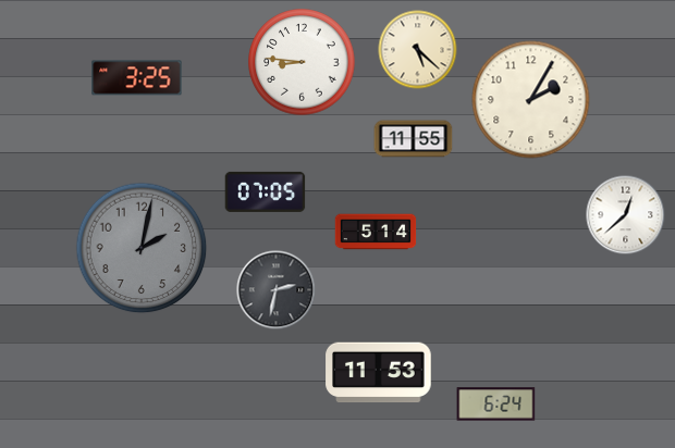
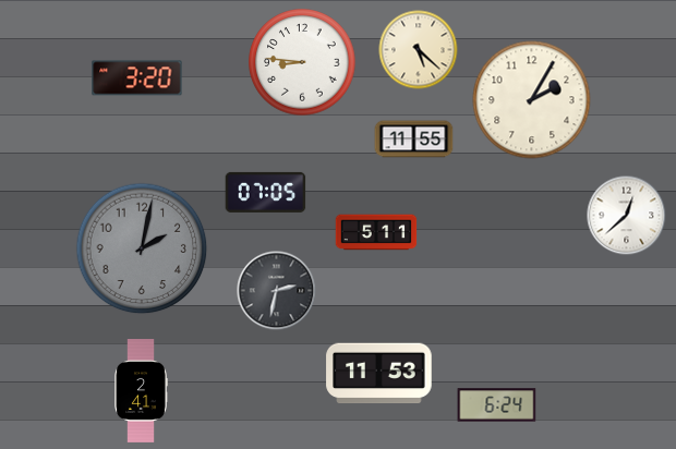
clock at (137, 78): 3:25 -> 3:20
clock at (376, 232): 5:14 -> 5:11
clock at (141, 391): none -> 2:41
